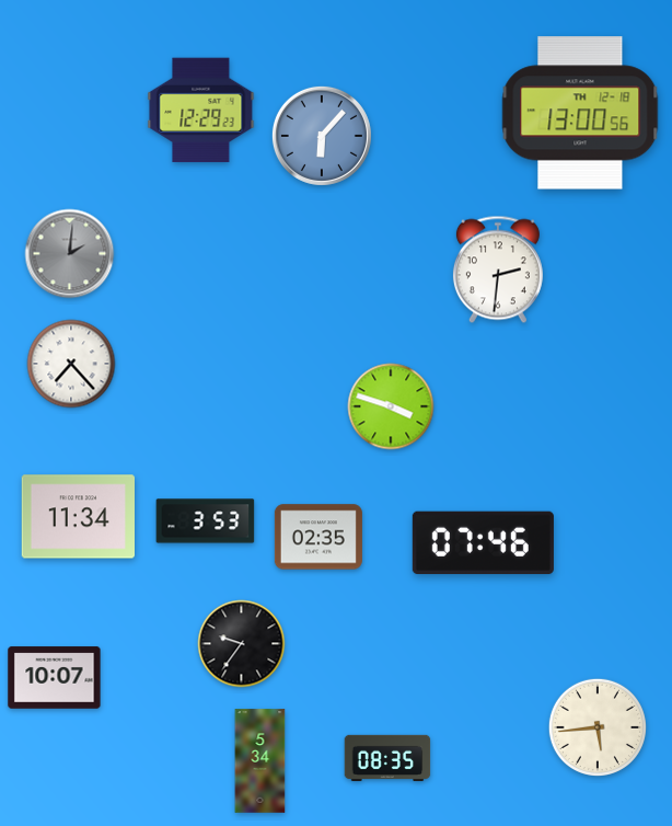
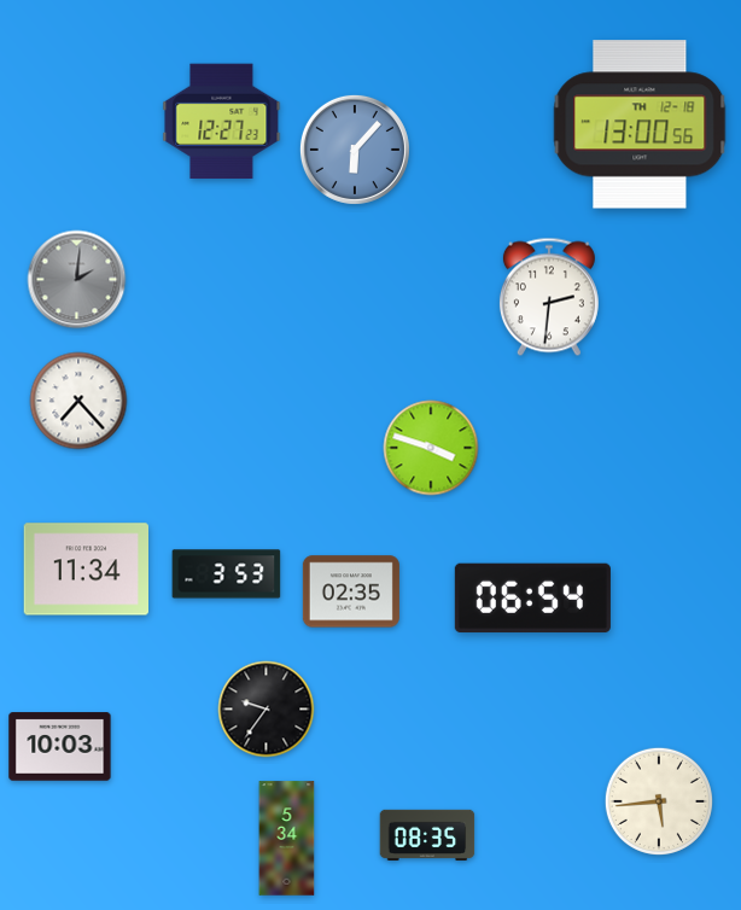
clock at (201, 111): 12:29 -> 12:27
clock at (483, 543): 07:46 -> 06:54
clock at (55, 678): 10:07 -> 10:03
